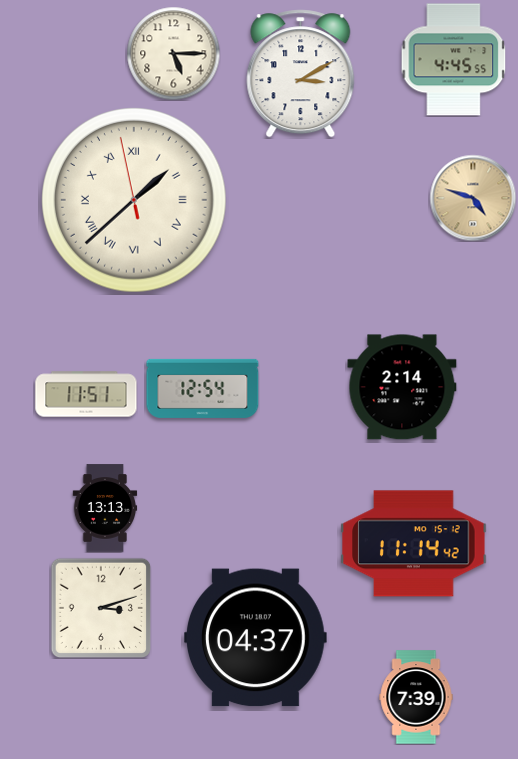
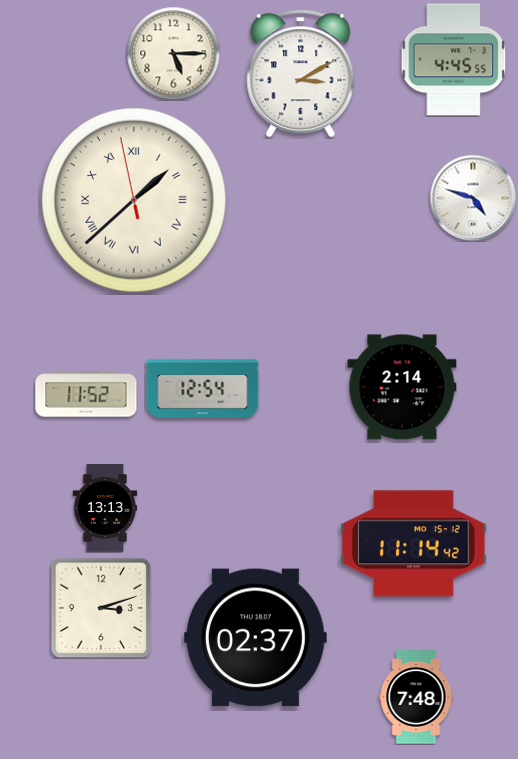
clock at (473, 198) dial: champagne -> white
clock at (86, 394): 11:51 -> 11:52
clock at (256, 638): 04:37 -> 02:37
clock at (416, 697): 7:39 -> 7:48
